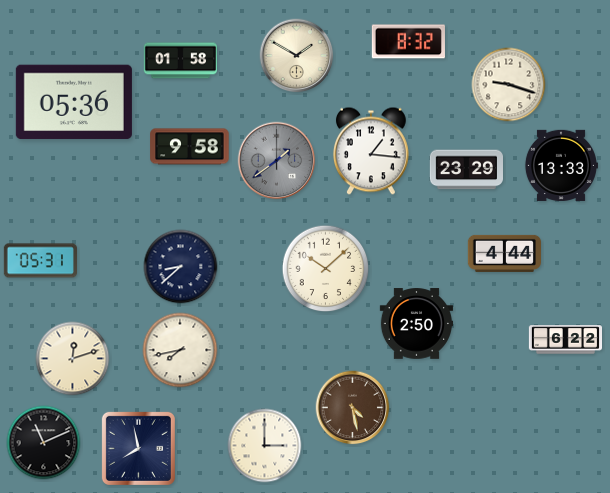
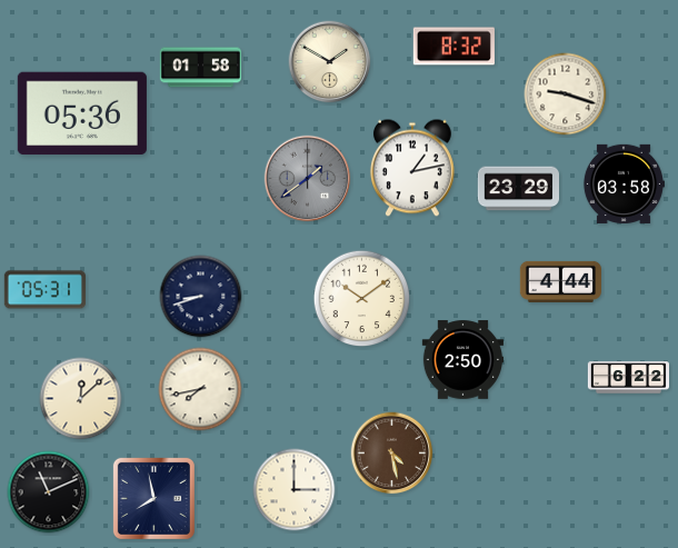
clock at (190, 147): 9:58 -> none
clock at (371, 151): 1:16 -> 1:13
clock at (561, 165): 13:33 -> 03:58
clock at (181, 267): 8:38 -> 8:42
clock at (326, 269): 10:08 -> 10:09
clock at (73, 359): 12:12 -> 12:08
clock at (265, 446) position: (265, 446) -> (295, 490)
